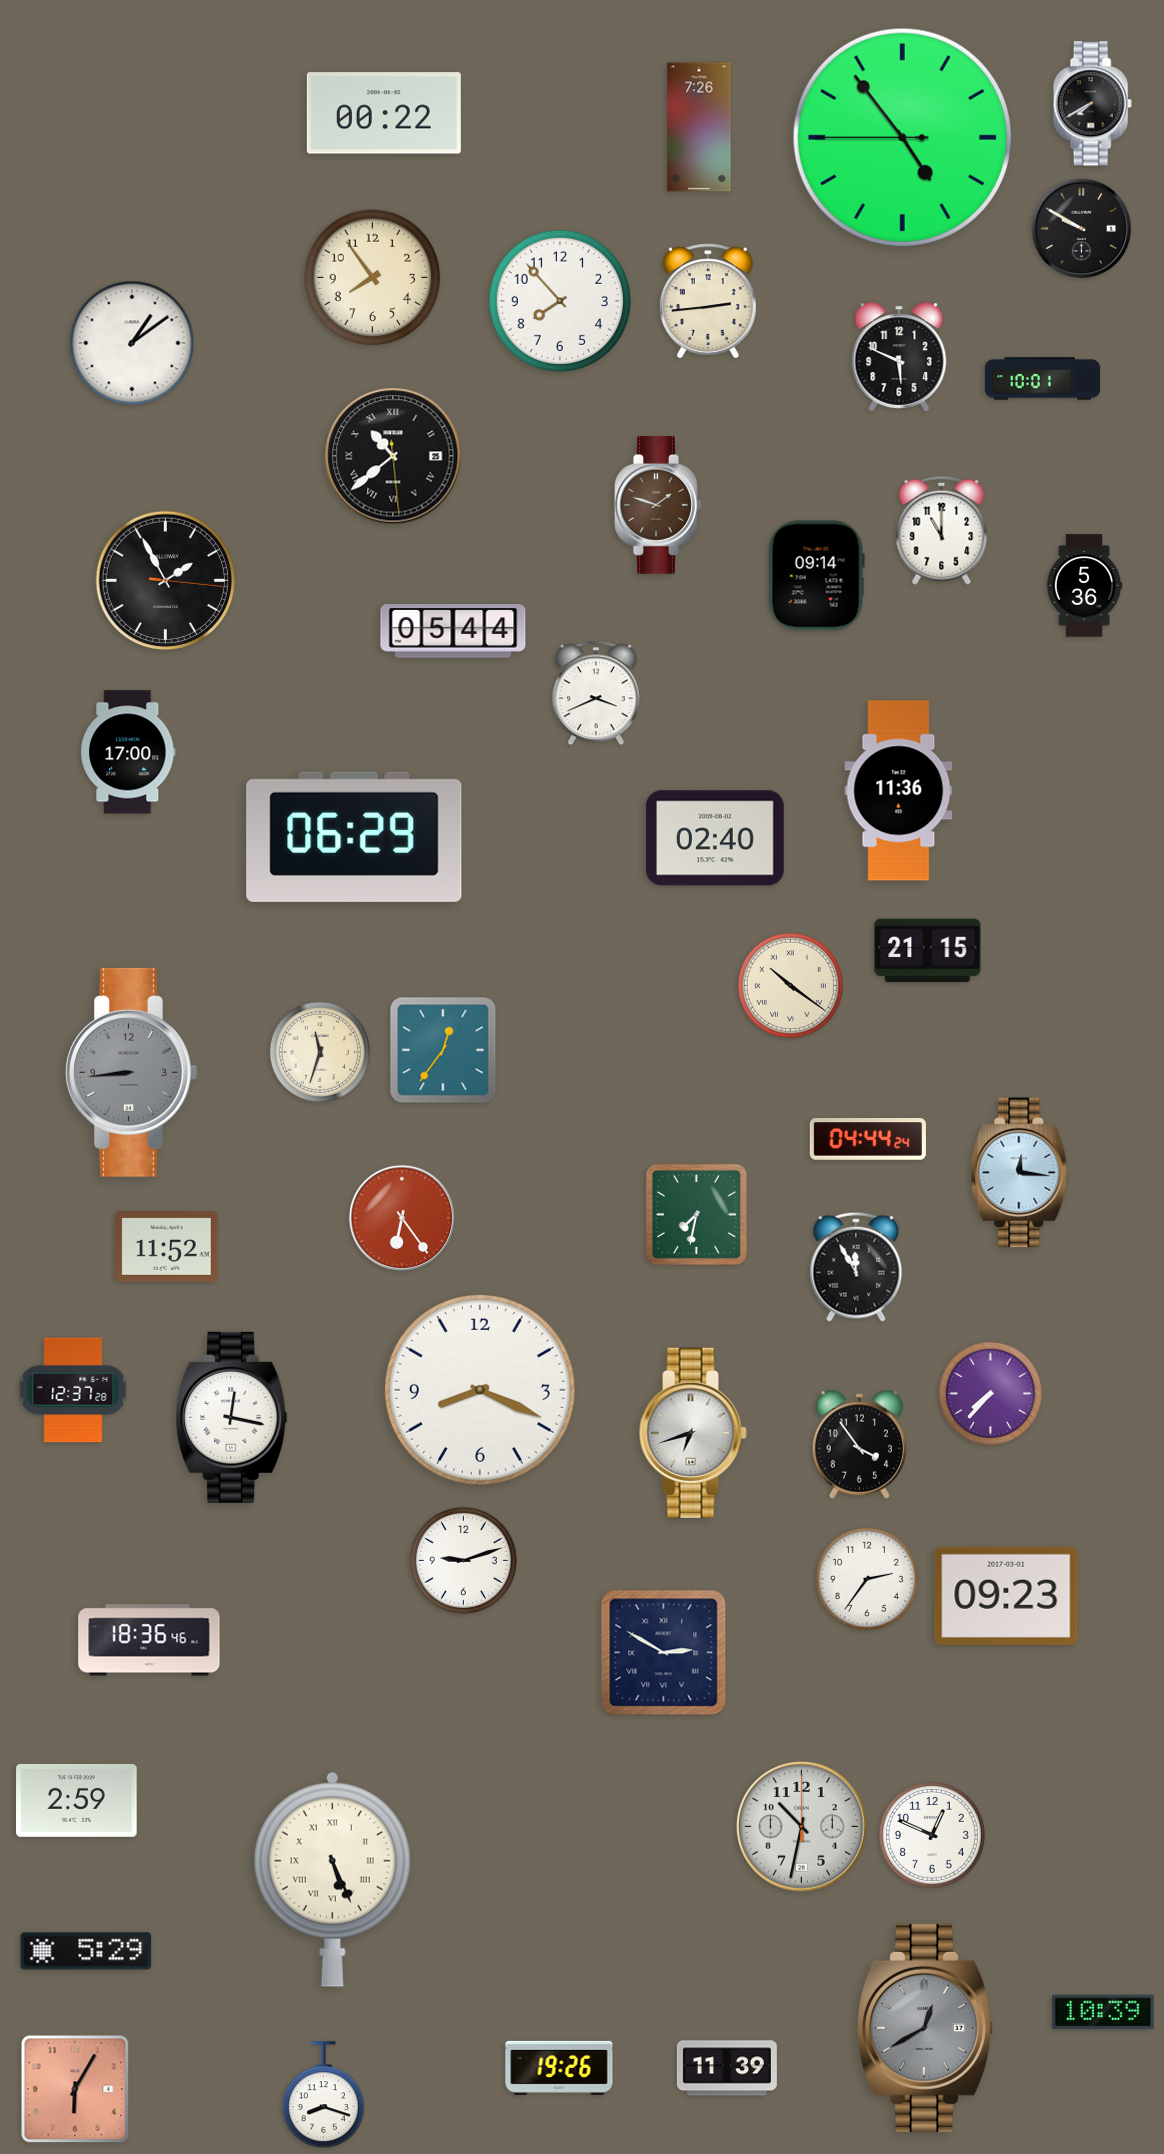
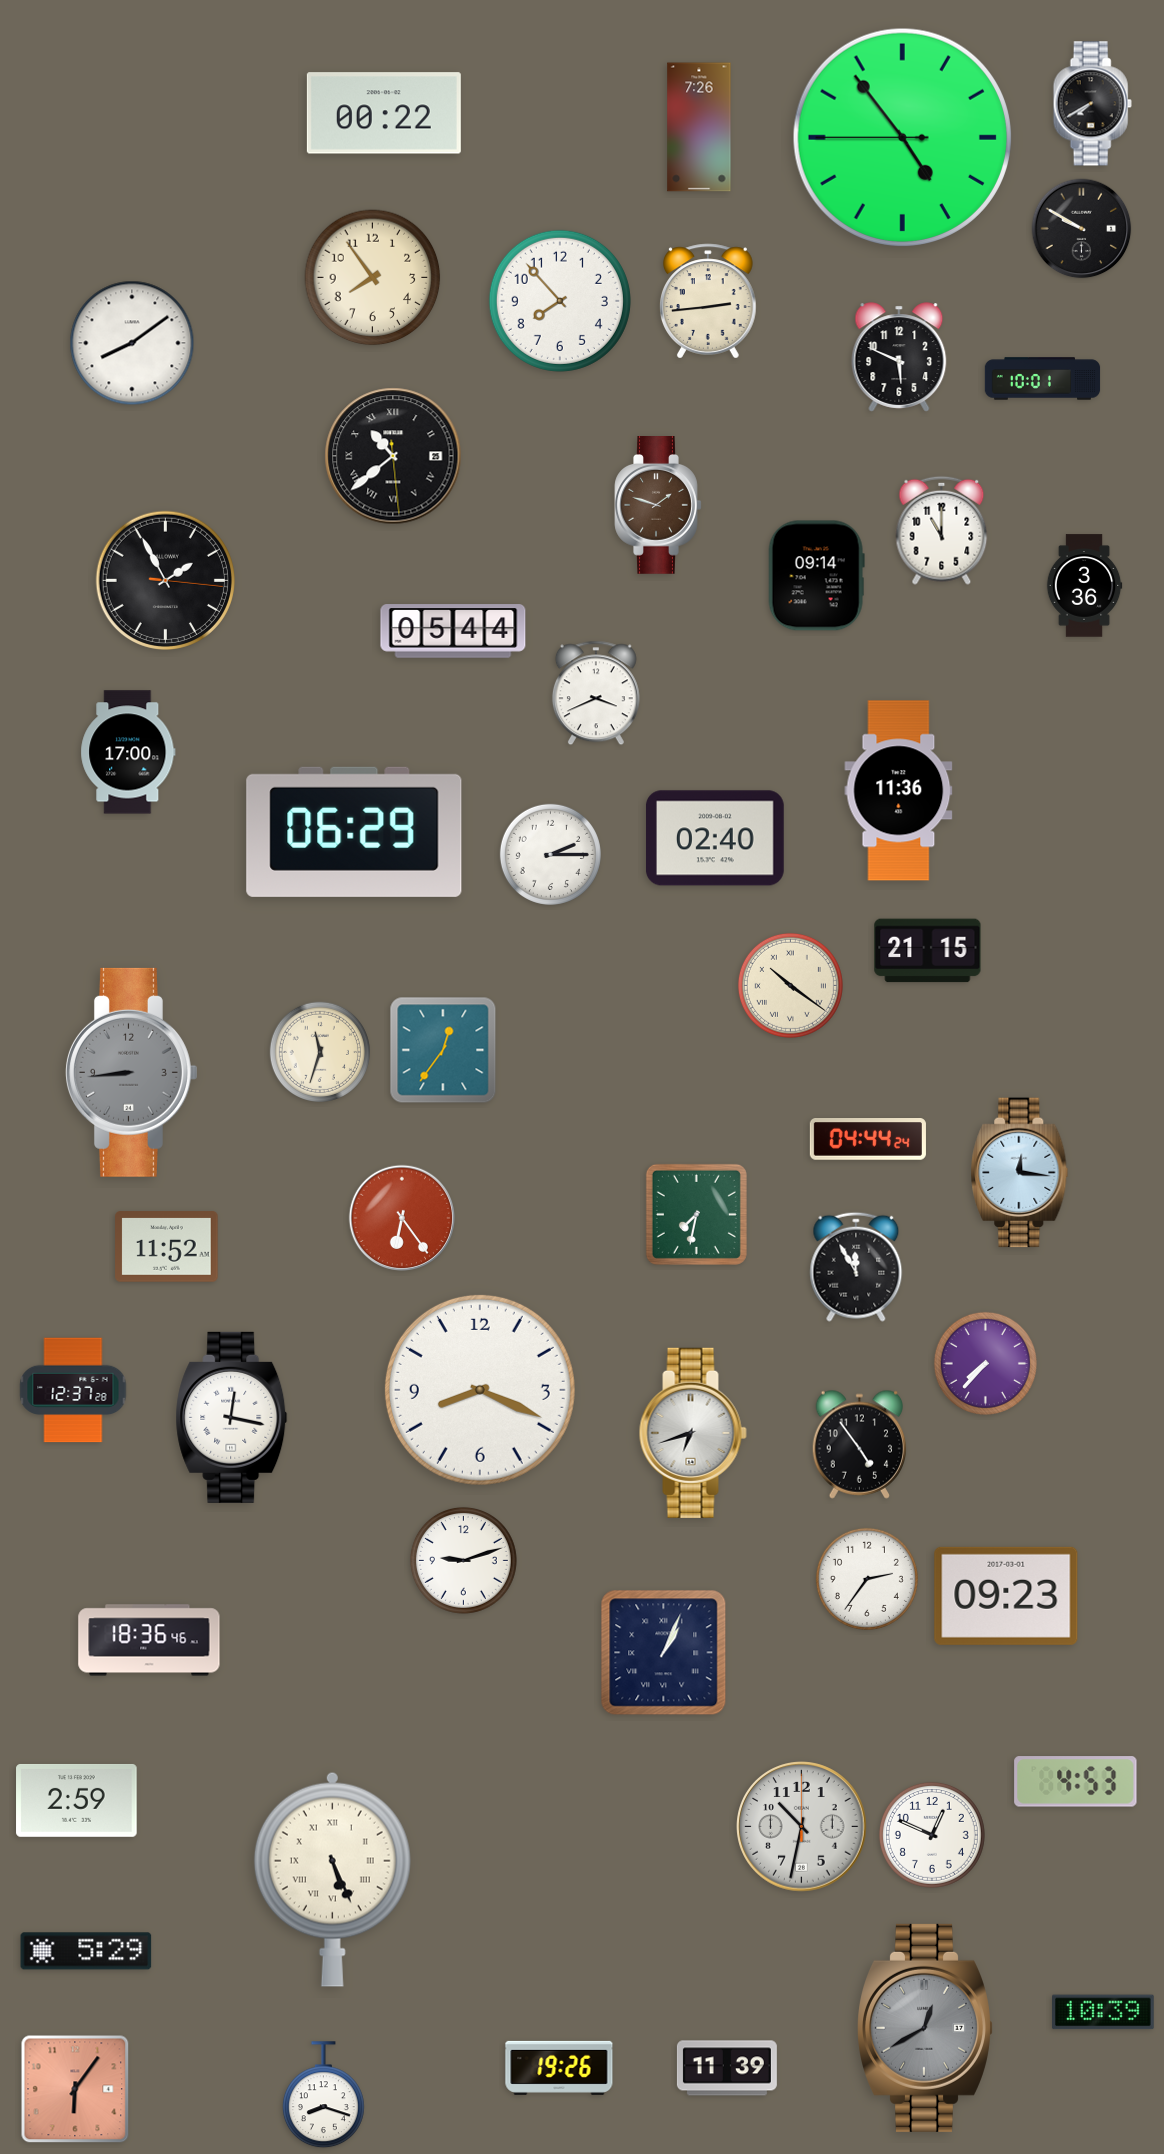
clock at (132, 343): 1:09 -> 8:09
clock at (1084, 586): 5:36 -> 3:36
clock at (354, 837) position: (354, 837) -> (354, 832)
clock at (550, 854): none -> 2:15
clock at (990, 1393) position: (990, 1393) -> (985, 1363)
clock at (860, 1444): 3:54 -> 4:54
clock at (664, 1653): 2:50 -> 1:04
clock at (1076, 1782): none -> 4:53
clock at (75, 2089): 6:05 -> 6:06
